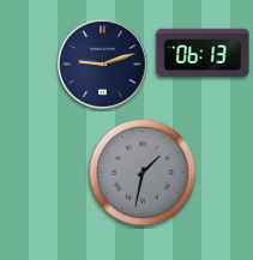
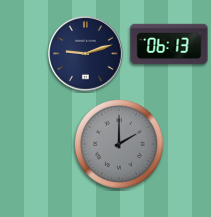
clock at (143, 173): 1:32 -> 2:00
